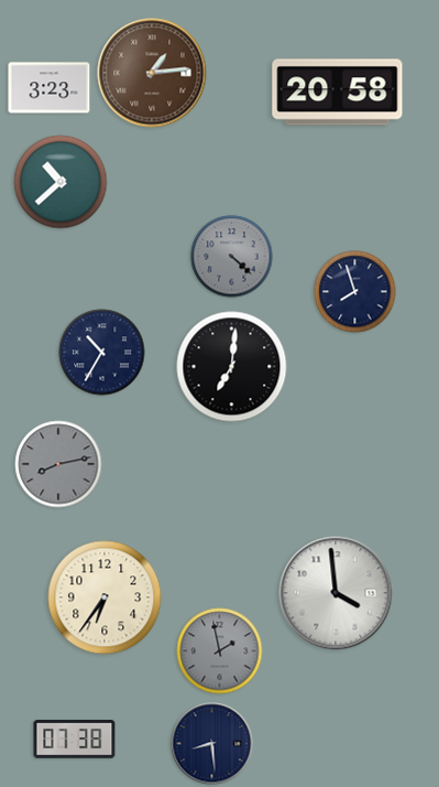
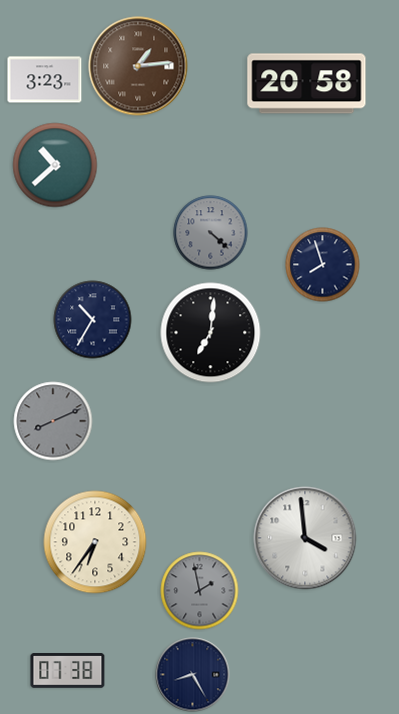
clock at (58, 464): 8:13 -> 8:11
clock at (212, 744): 8:29 -> 8:25
